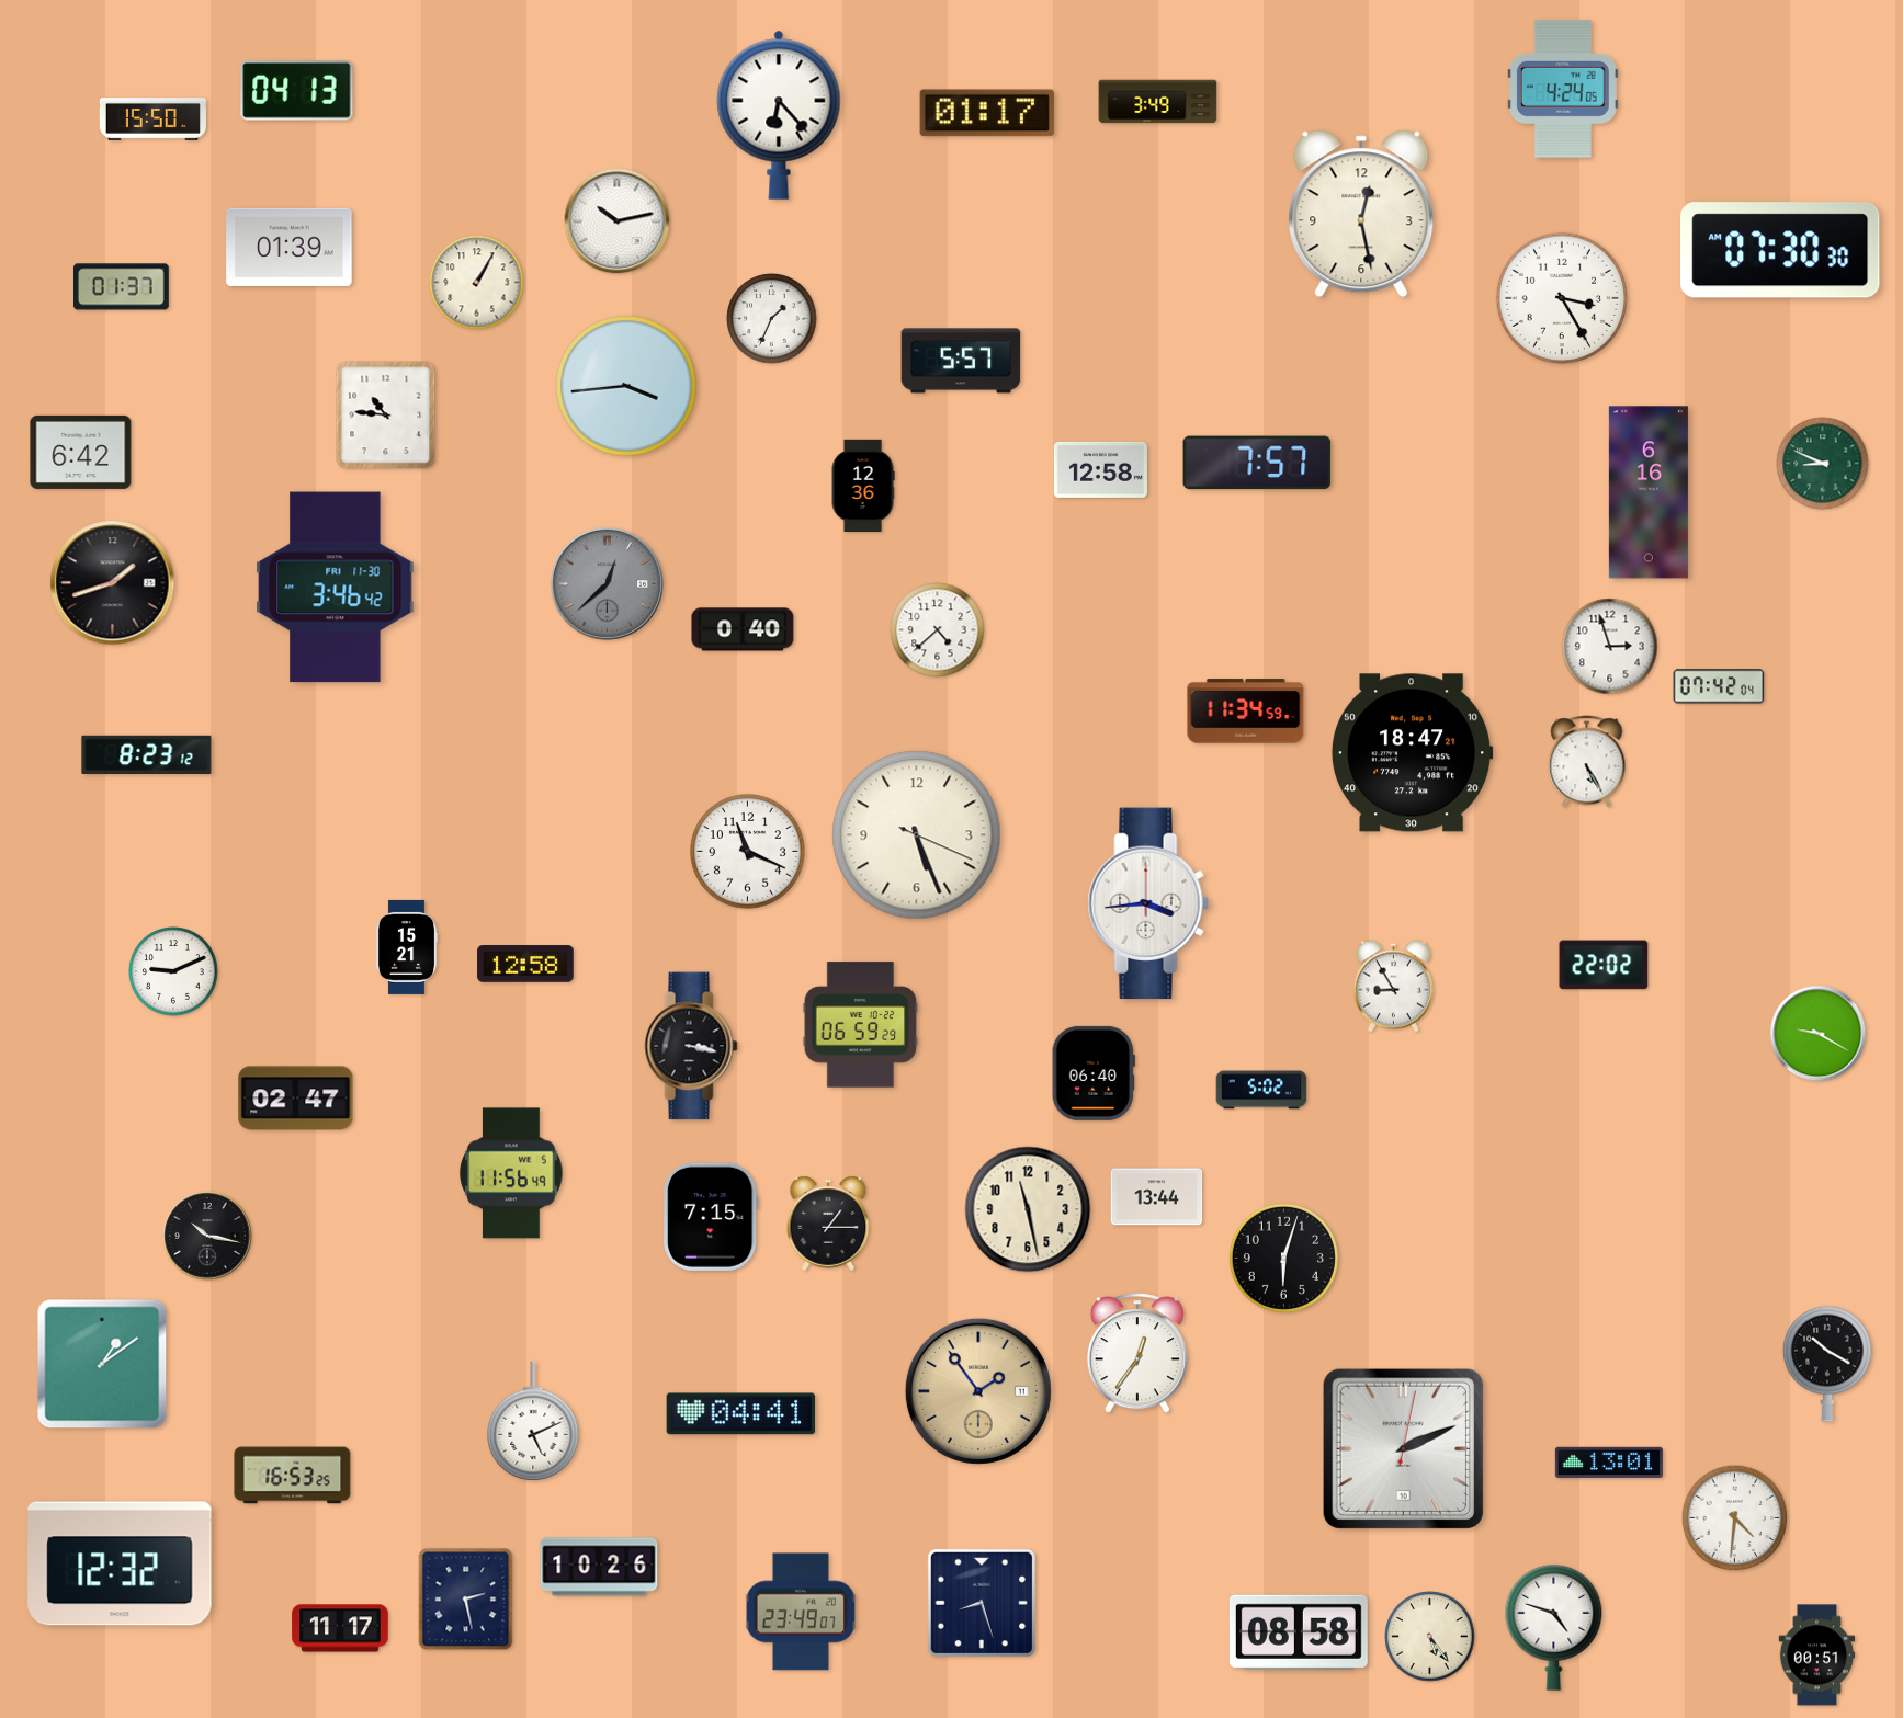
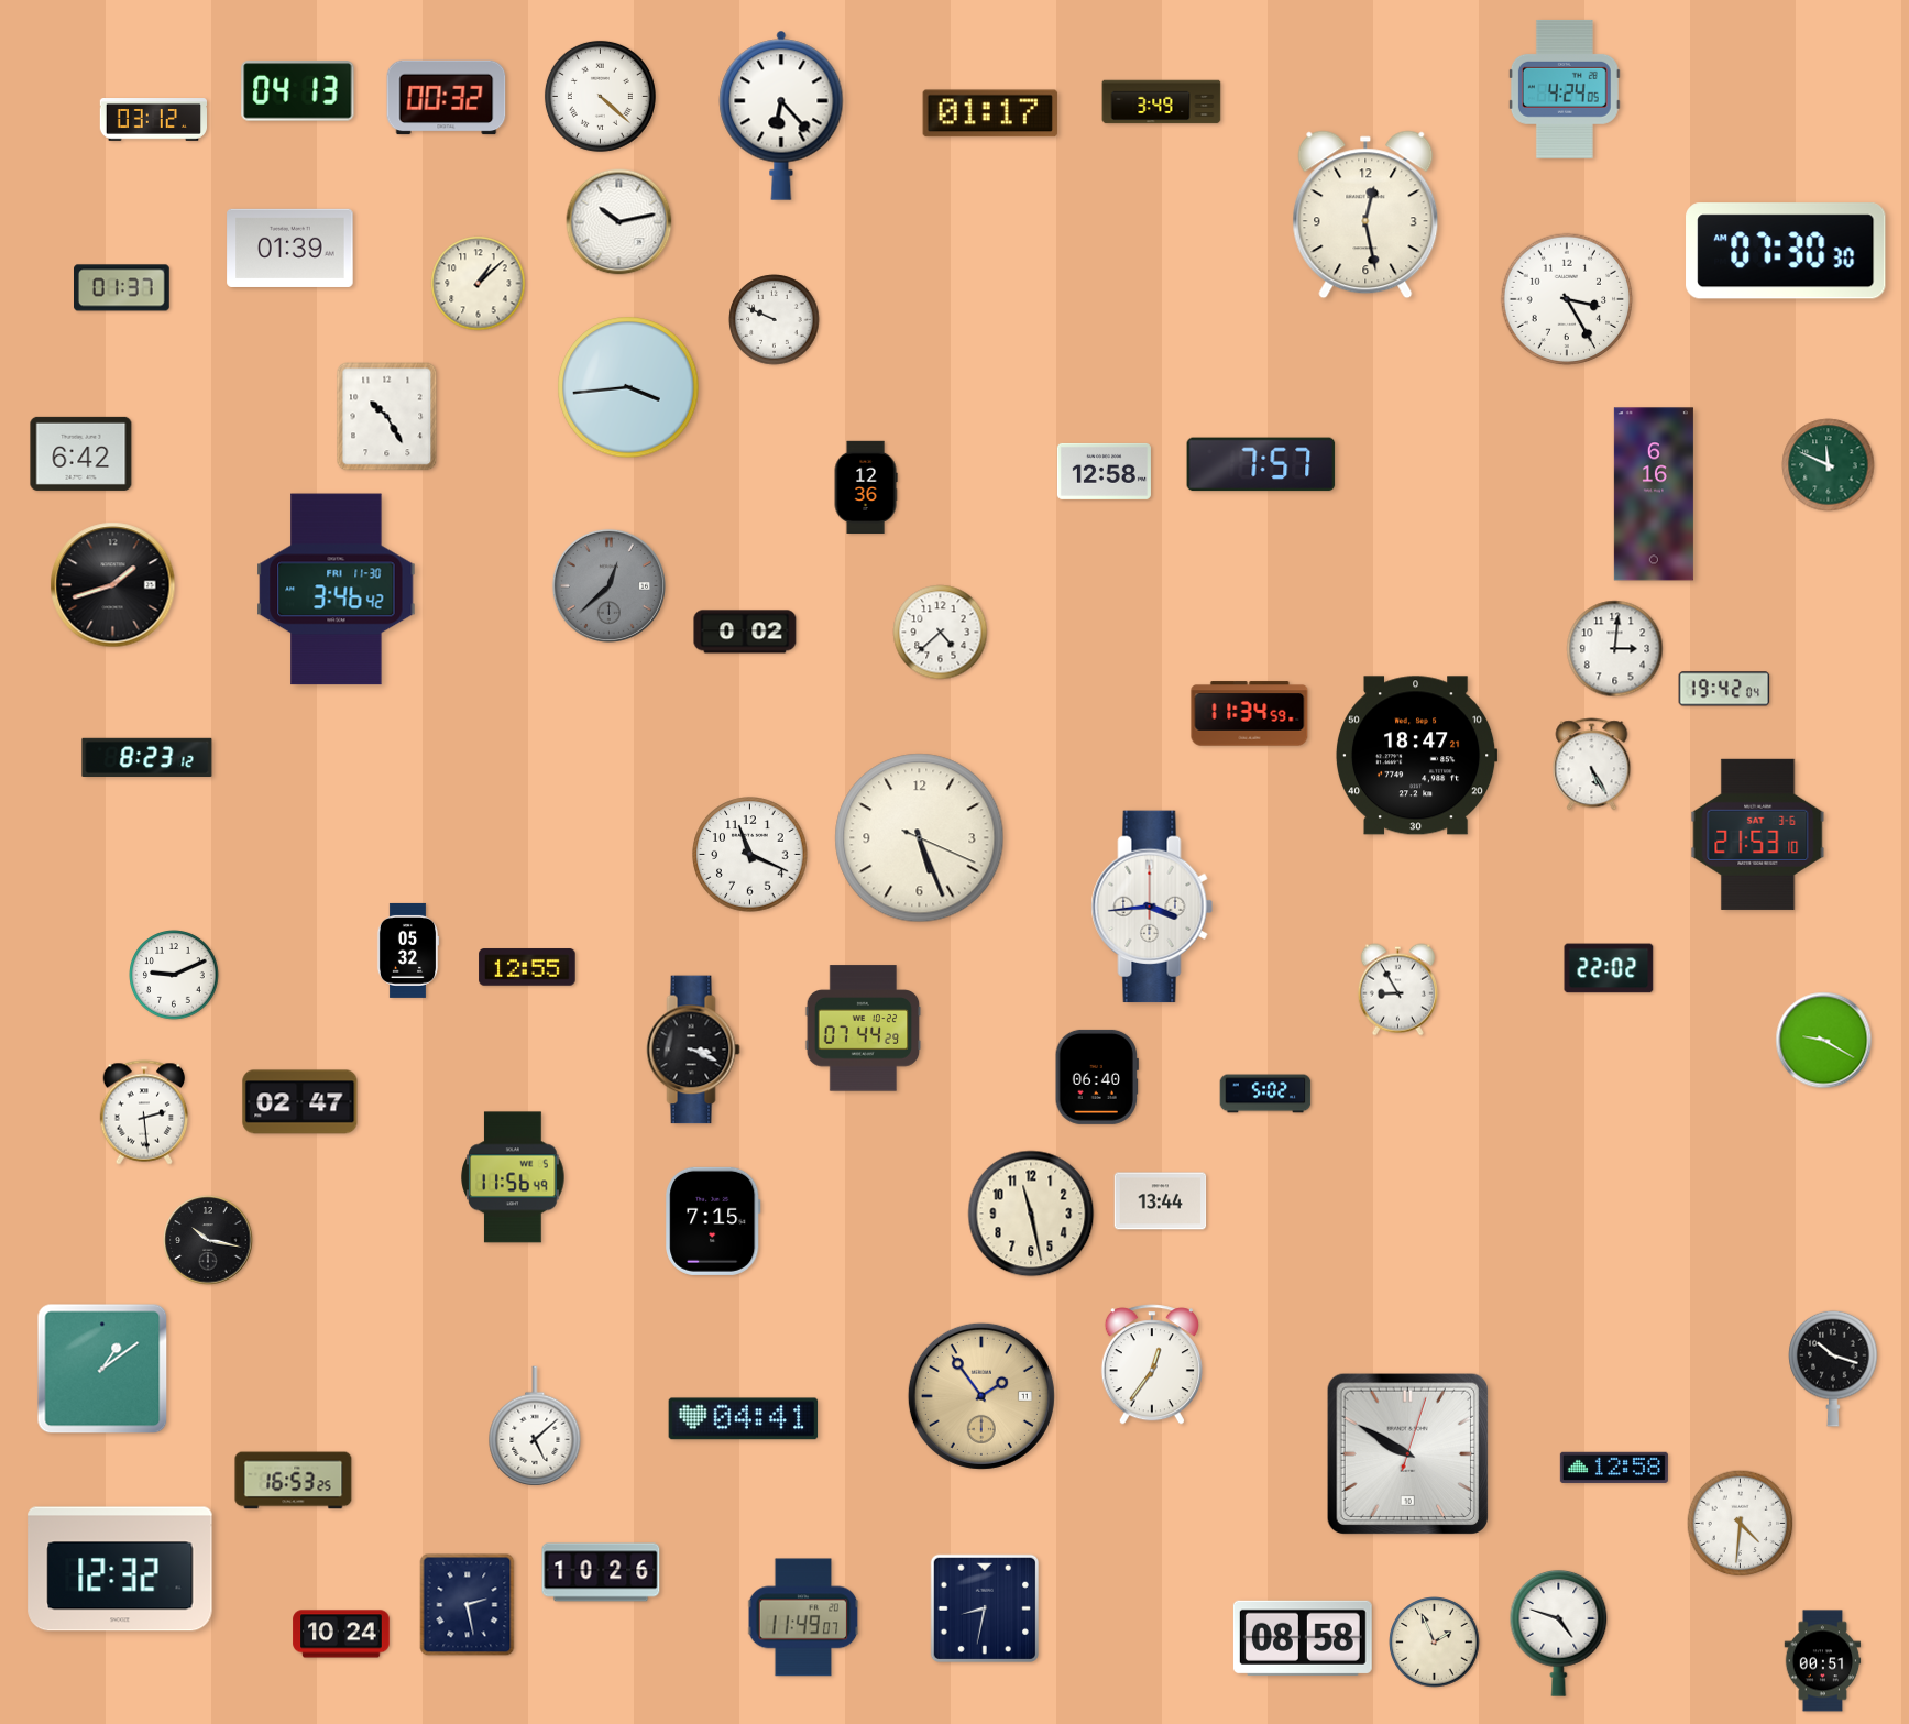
clock at (1563, 89) position: (1563, 89) -> (1565, 89)
clock at (600, 96): none -> 4:22
clock at (447, 98): none -> 00:32
clock at (152, 120): 15:50 -> 03:12
clock at (477, 283): 1:05 -> 1:08
clock at (772, 319): 1:34 -> 9:49
clock at (961, 361): 5:57 -> none
clock at (386, 416): 10:46 -> 10:25
clock at (1823, 464): 8:49 -> 11:49
clock at (743, 629): 0:40 -> 0:02
clock at (1610, 647): 2:57 -> 3:01
clock at (1719, 686): 07:42 -> 19:42
clock at (1758, 834): none -> 21:53
clock at (407, 947): 15:21 -> 05:32
clock at (525, 964): 12:58 -> 12:55
clock at (861, 1025): 06:59 -> 07:44
clock at (1819, 1034) position: (1819, 1034) -> (1824, 1041)
clock at (691, 1046): 3:17 -> 3:19
clock at (296, 1099) position: (296, 1099) -> (300, 1102)
clock at (144, 1112): none -> 2:29
clock at (828, 1224): 1:15 -> none
clock at (1283, 1258): 6:03 -> none
clock at (1137, 1353) position: (1137, 1353) -> (1152, 1364)
clock at (1827, 1364): 10:20 -> 10:18
clock at (533, 1421): 5:11 -> 5:08
clock at (1403, 1448): 2:11 -> 9:50
clock at (1609, 1463): 13:01 -> 12:58
clock at (982, 1603): 8:27 -> 8:32
clock at (801, 1612): 23:49 -> 11:49
clock at (340, 1628): 11:17 -> 10:24
clock at (1430, 1637): 5:24 -> 1:56
